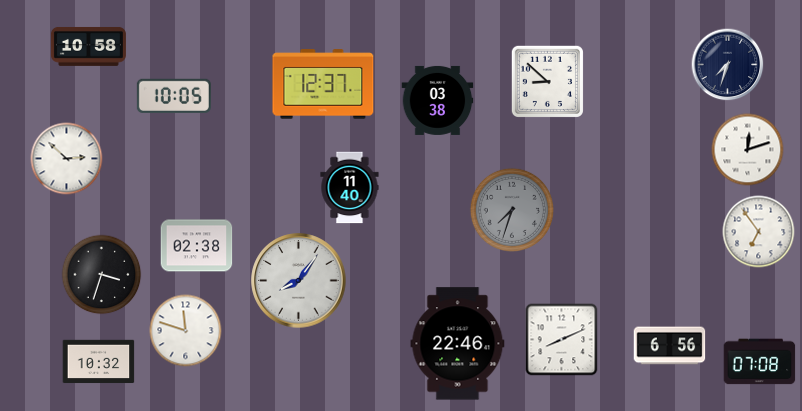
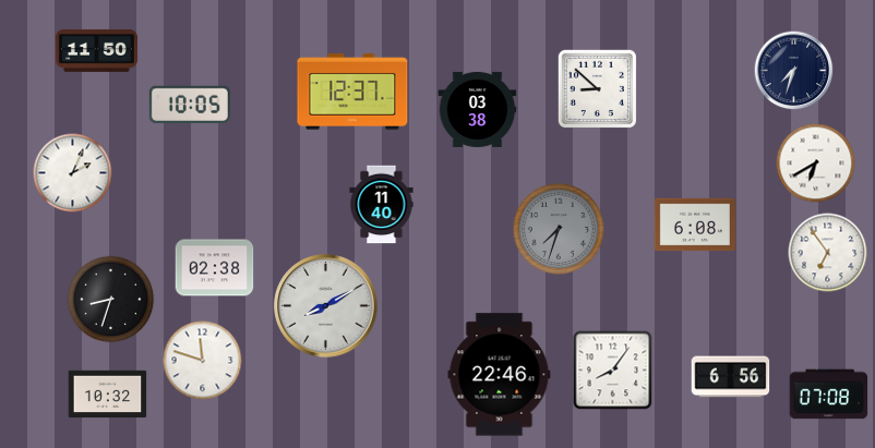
clock at (88, 46): 10:58 -> 11:50
clock at (748, 150): 12:12 -> 6:40
clock at (67, 159): 2:52 -> 2:04
clock at (695, 225): none -> 6:08
clock at (102, 275): 3:33 -> 8:33
clock at (299, 281): 8:06 -> 8:10
clock at (562, 340): 8:11 -> 8:06
